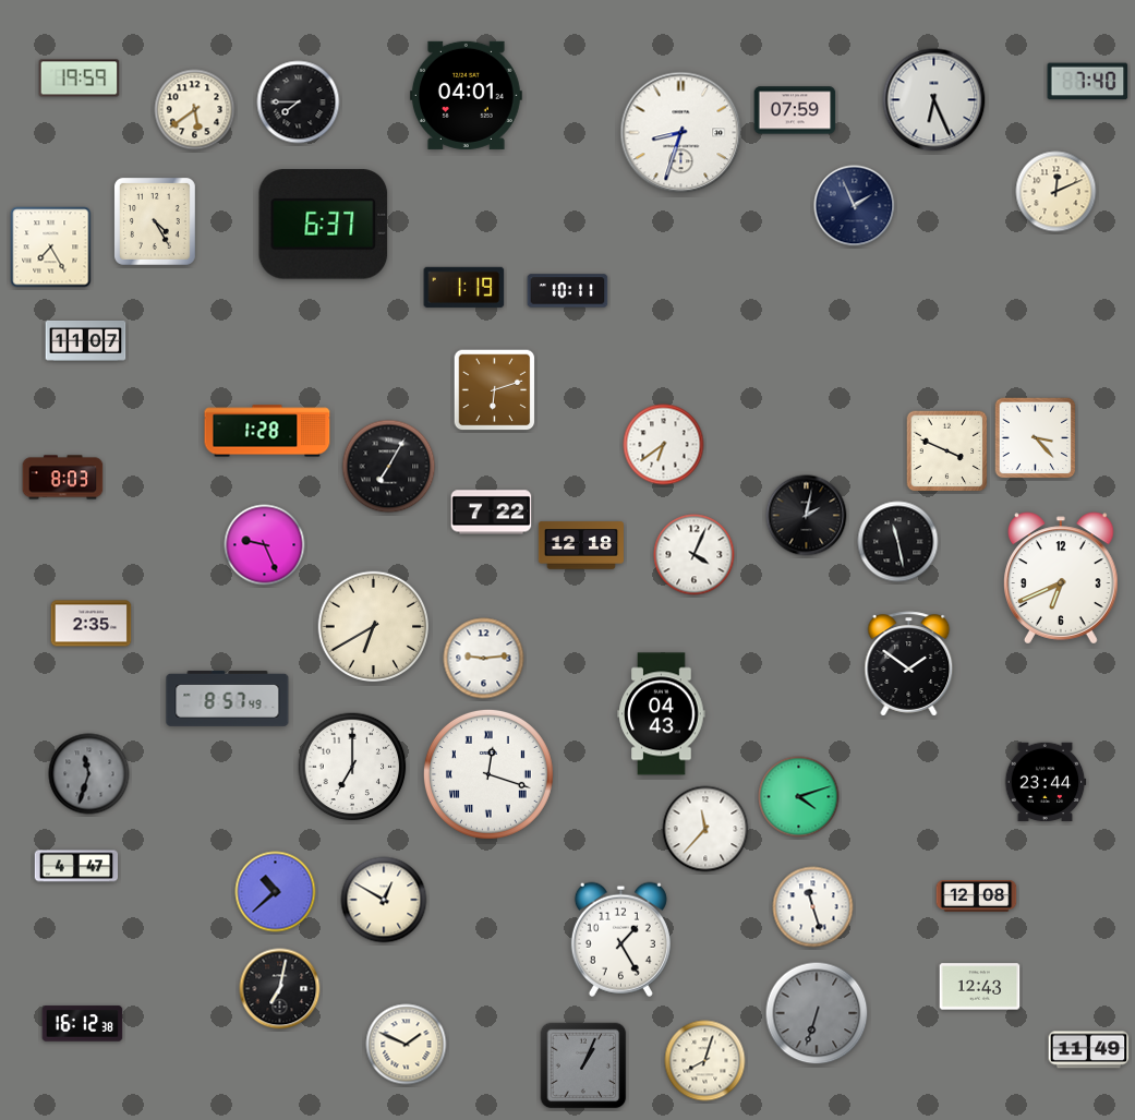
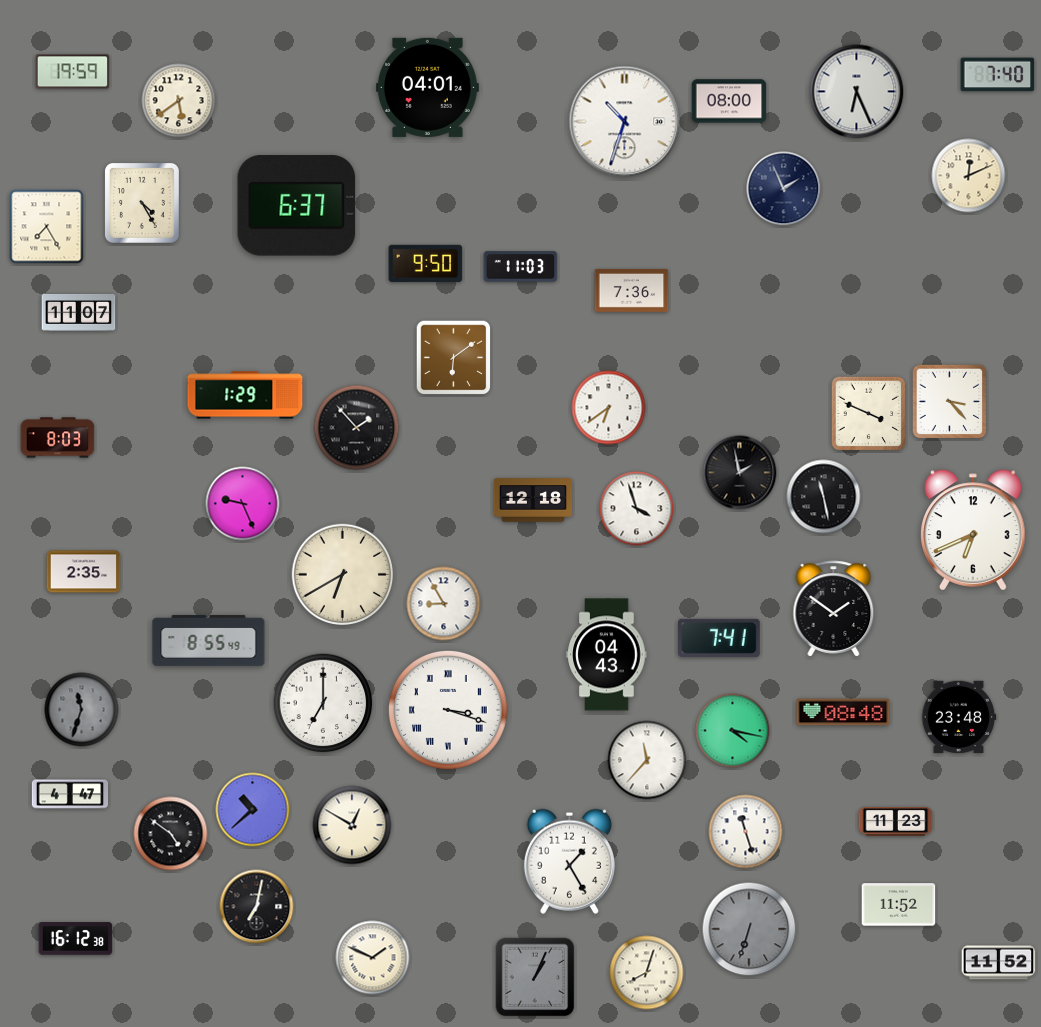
clock at (299, 103): 7:45 -> none
clock at (795, 110): 07:59 -> 08:00
clock at (681, 133): 8:33 -> 10:33
clock at (464, 287): 1:19 -> 9:50
clock at (568, 291): 10:11 -> 11:03
clock at (632, 290): none -> 7:36
clock at (495, 390): 6:12 -> 6:09
clock at (267, 431): 1:28 -> 1:29
clock at (389, 467): 7:05 -> 1:53
clock at (492, 513): 7:22 -> none
clock at (807, 516): 2:02 -> 1:58
clock at (265, 545) position: (265, 545) -> (243, 504)
clock at (695, 555): 4:04 -> 3:57
clock at (484, 659): 9:14 -> 8:55
clock at (720, 638): none -> 7:41
clock at (228, 698): 8:57 -> 8:55
clock at (488, 774): 12:18 -> 3:18
clock at (843, 712): none -> 08:48
clock at (1046, 782): 23:44 -> 23:48
clock at (799, 797): 4:12 -> 4:17
clock at (276, 892) position: (276, 892) -> (253, 810)
clock at (977, 896): 12:08 -> 11:23
clock at (171, 834): none -> 4:51
clock at (980, 987): 12:43 -> 11:52
clock at (1089, 1050): 11:49 -> 11:52
